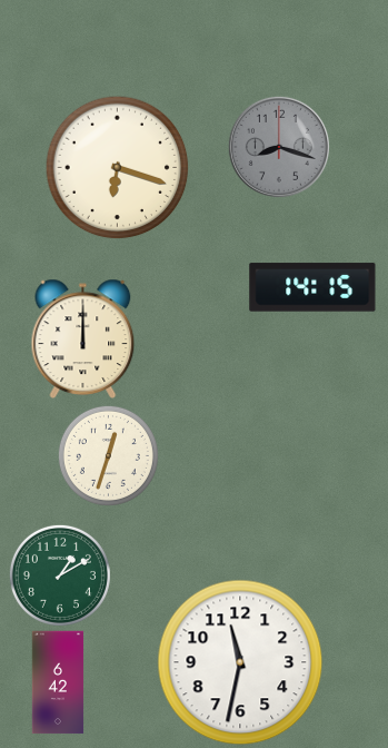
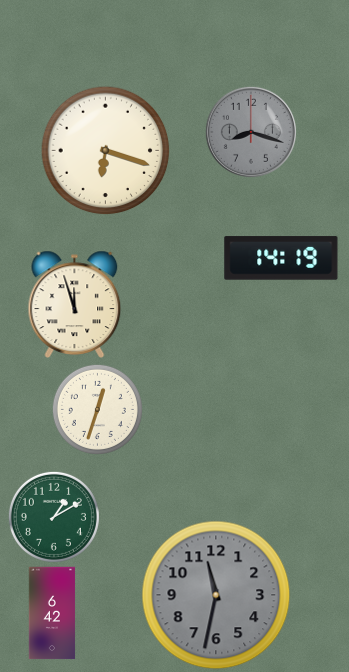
clock at (312, 287): 14:15 -> 14:19
clock at (83, 338): 12:00 -> 11:57
clock at (240, 662) dial: white -> grey
